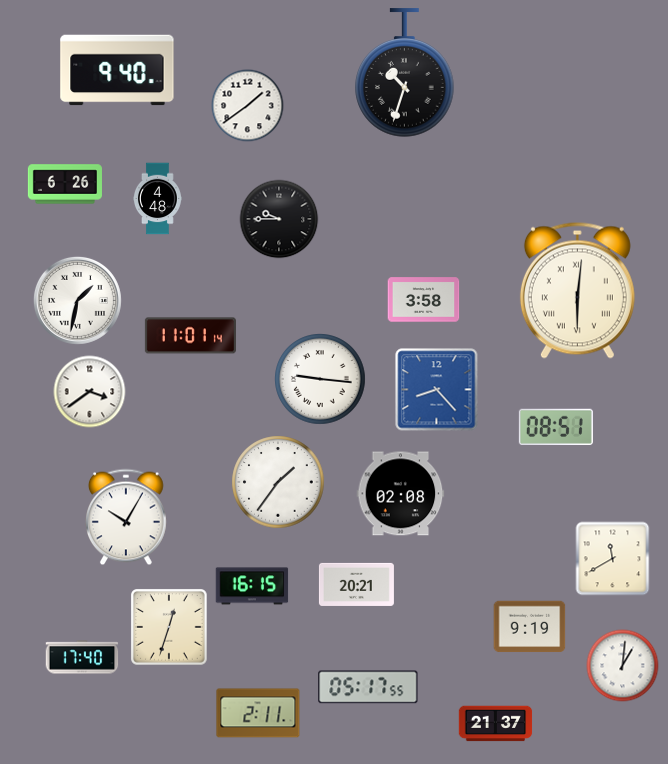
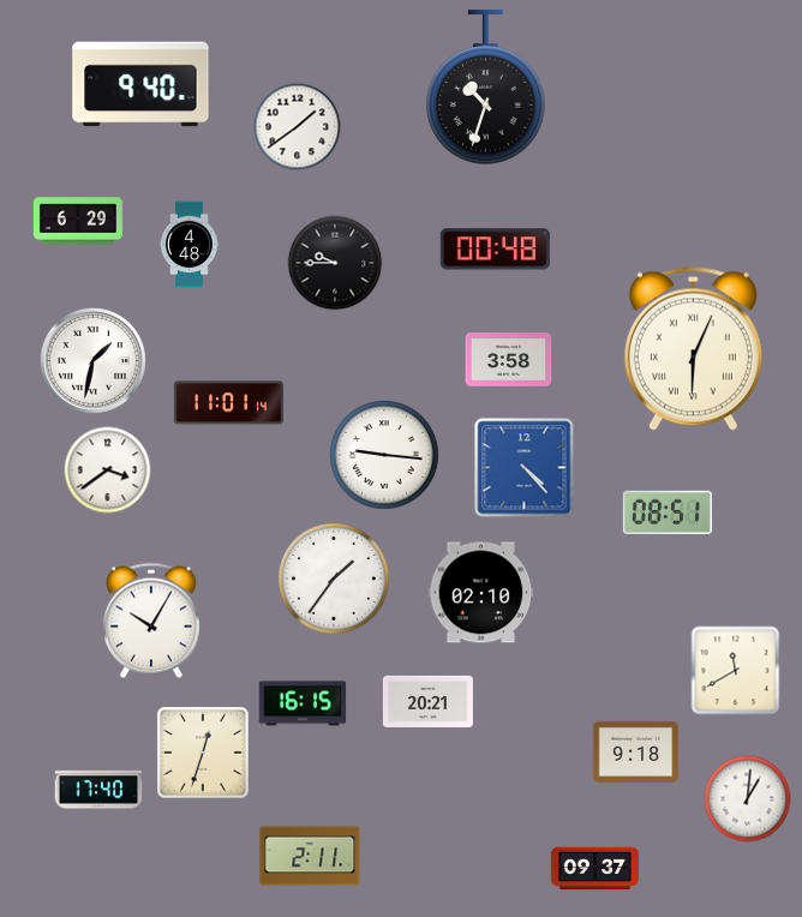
clock at (64, 184): 6:26 -> 6:29
clock at (158, 199) position: (158, 199) -> (190, 245)
clock at (495, 250): none -> 00:48
clock at (577, 290): 6:01 -> 6:04
clock at (437, 390): 8:23 -> 4:23
clock at (401, 494): 02:08 -> 02:10
clock at (530, 627): 9:19 -> 9:18
clock at (368, 687): 05:17 -> none
clock at (496, 724): 21:37 -> 09:37
